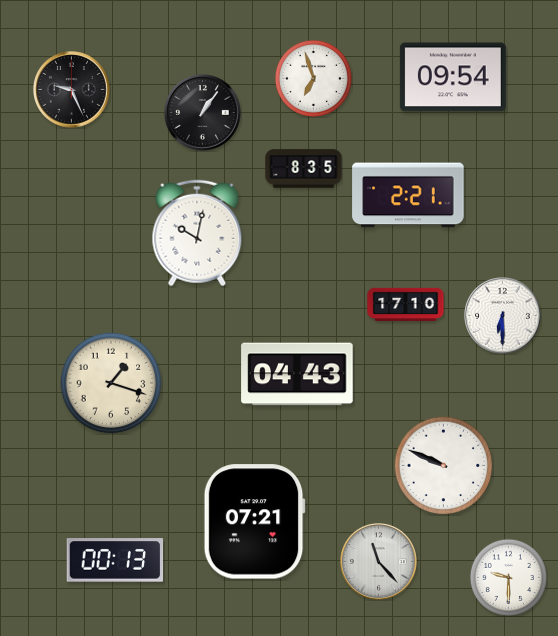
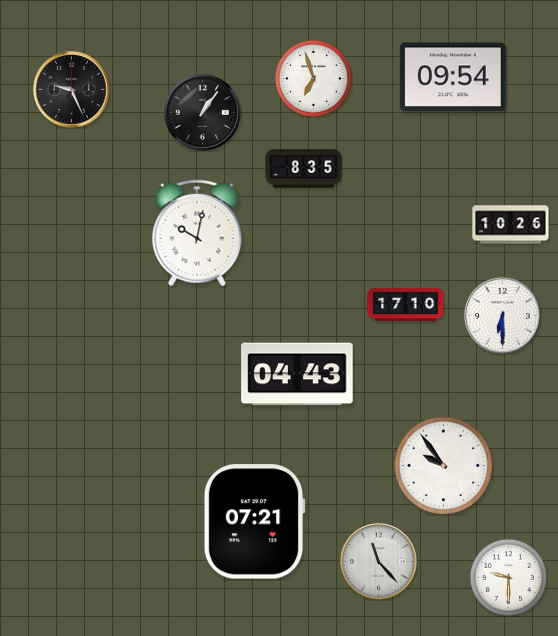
clock at (408, 195): 2:21 -> none
clock at (511, 225): none -> 10:26
clock at (111, 383): 1:18 -> none
clock at (444, 466): 9:49 -> 9:54
clock at (115, 560): 00:13 -> none
